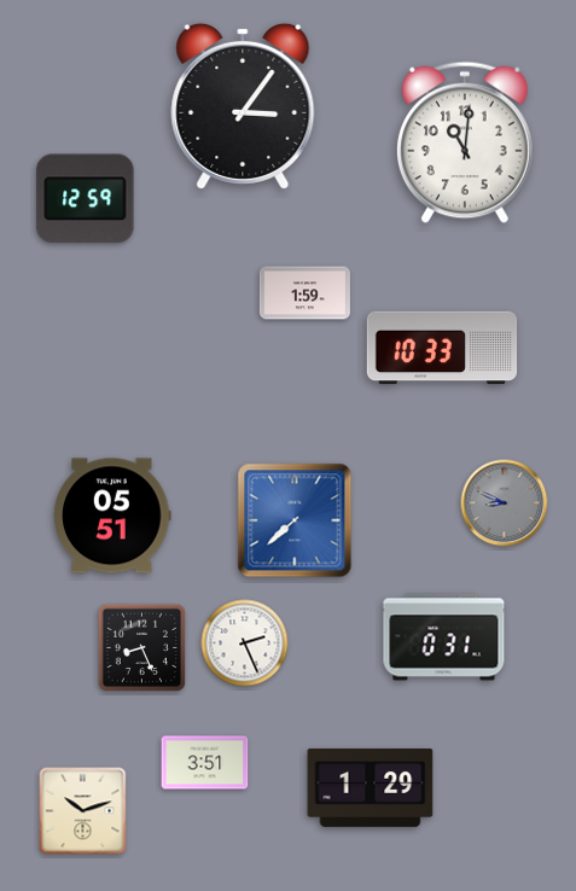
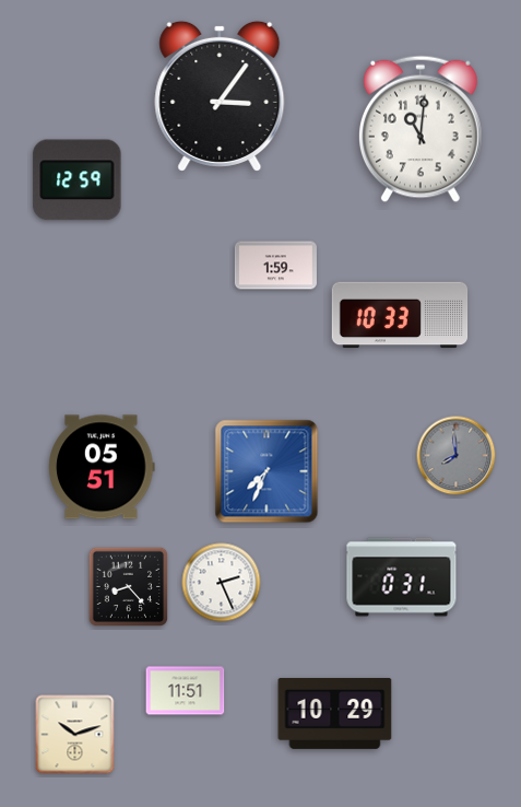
clock at (505, 503): 8:49 -> 7:59
clock at (295, 520): 7:38 -> 7:34
clock at (142, 648): 8:26 -> 8:23
clock at (205, 763): 3:51 -> 11:51
clock at (371, 787): 1:29 -> 10:29
